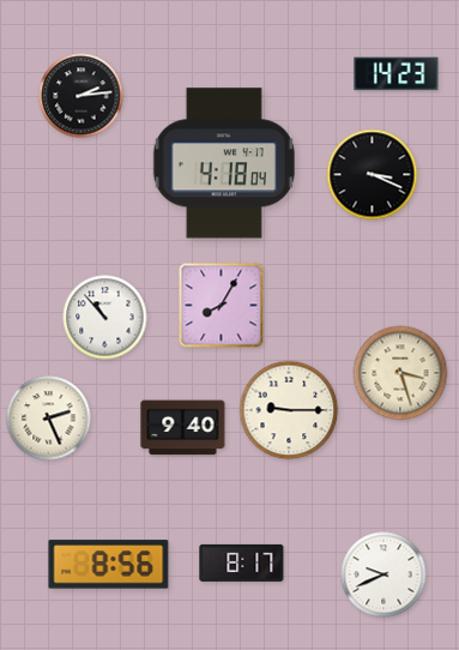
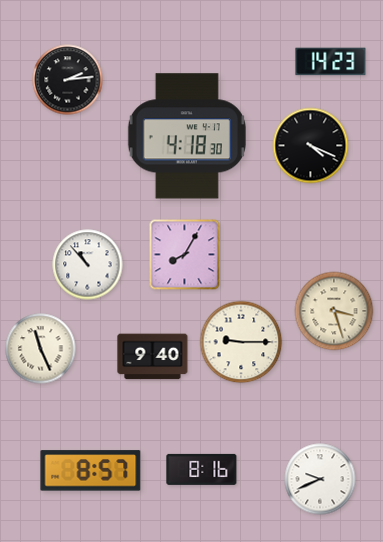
clock at (224, 163): 4:18:04 -> 4:18:30
clock at (373, 175): 3:19 -> 4:19
clock at (49, 419): 2:26 -> 11:26
clock at (242, 562): 8:17 -> 8:16
clock at (109, 565): 8:56 -> 8:57
